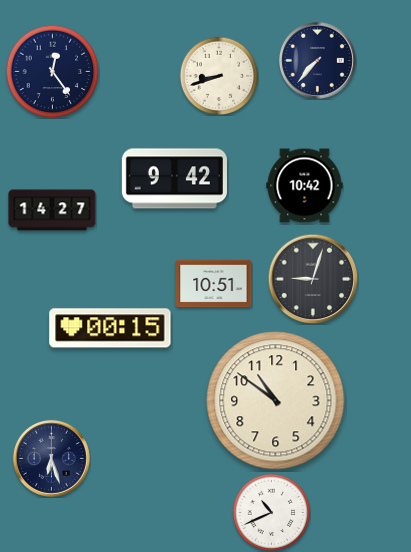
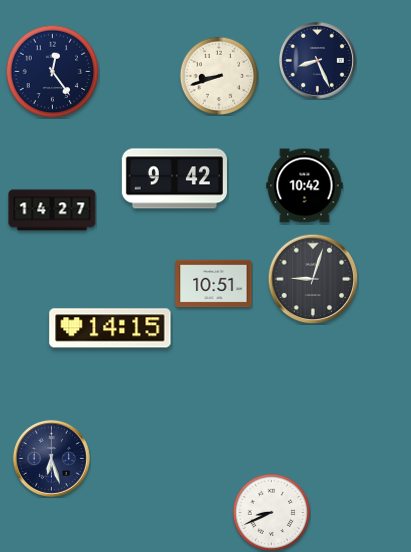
clock at (317, 60): 7:37 -> 8:26
clock at (110, 328): 00:15 -> 14:15
clock at (276, 401): 10:51 -> none
clock at (271, 512): 10:41 -> 8:41
